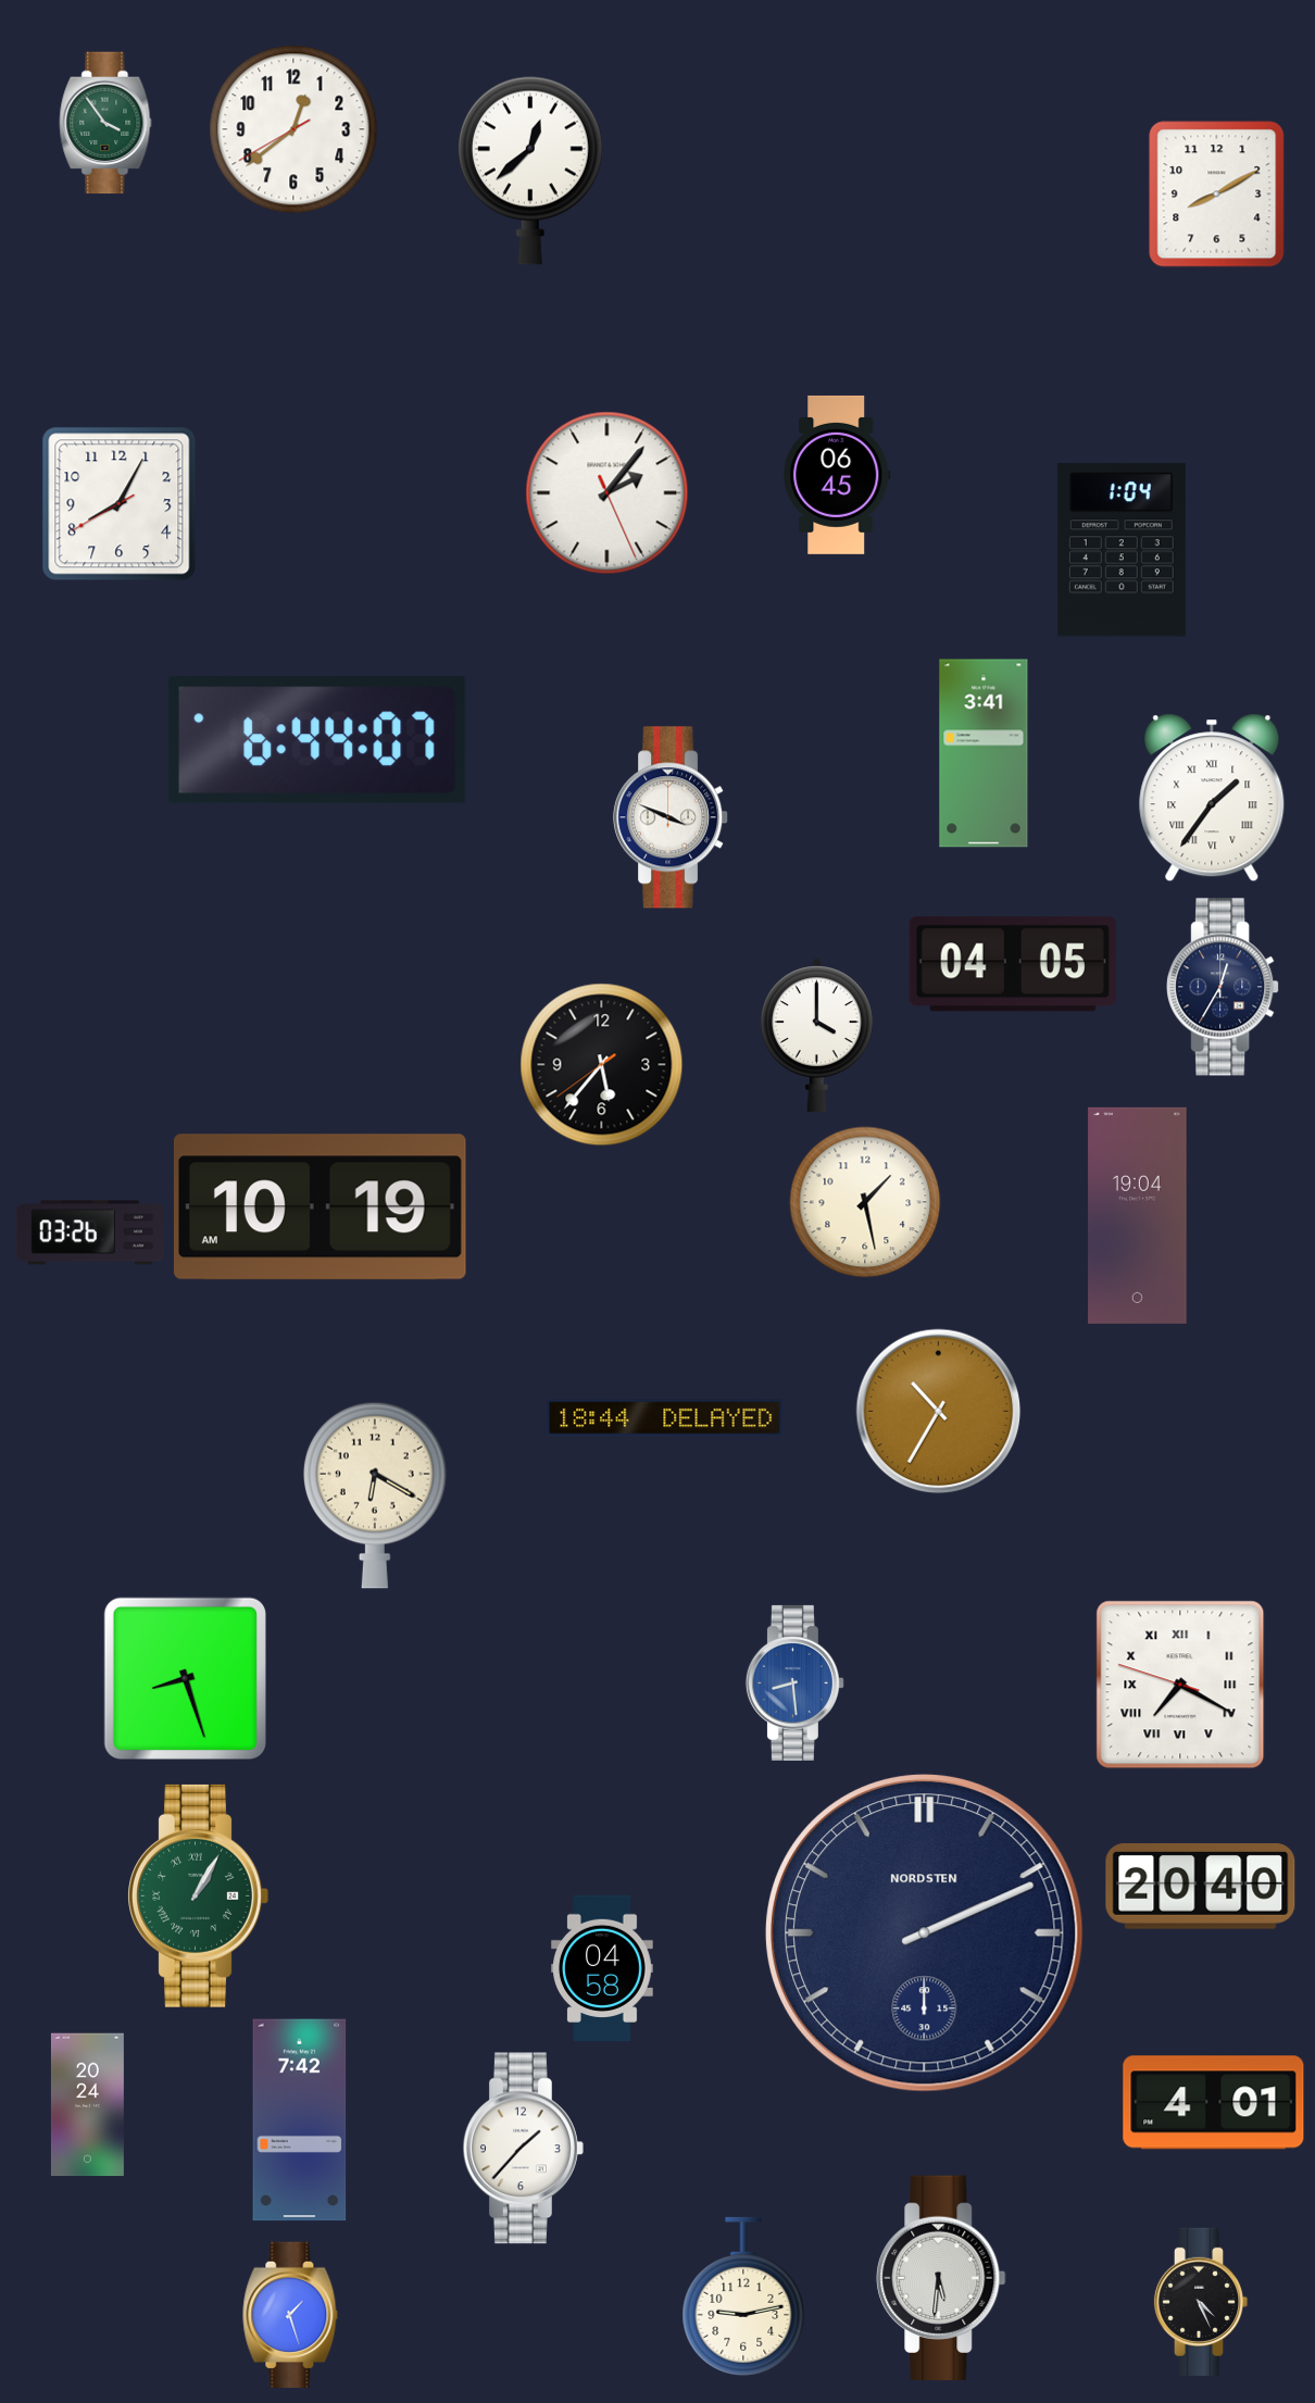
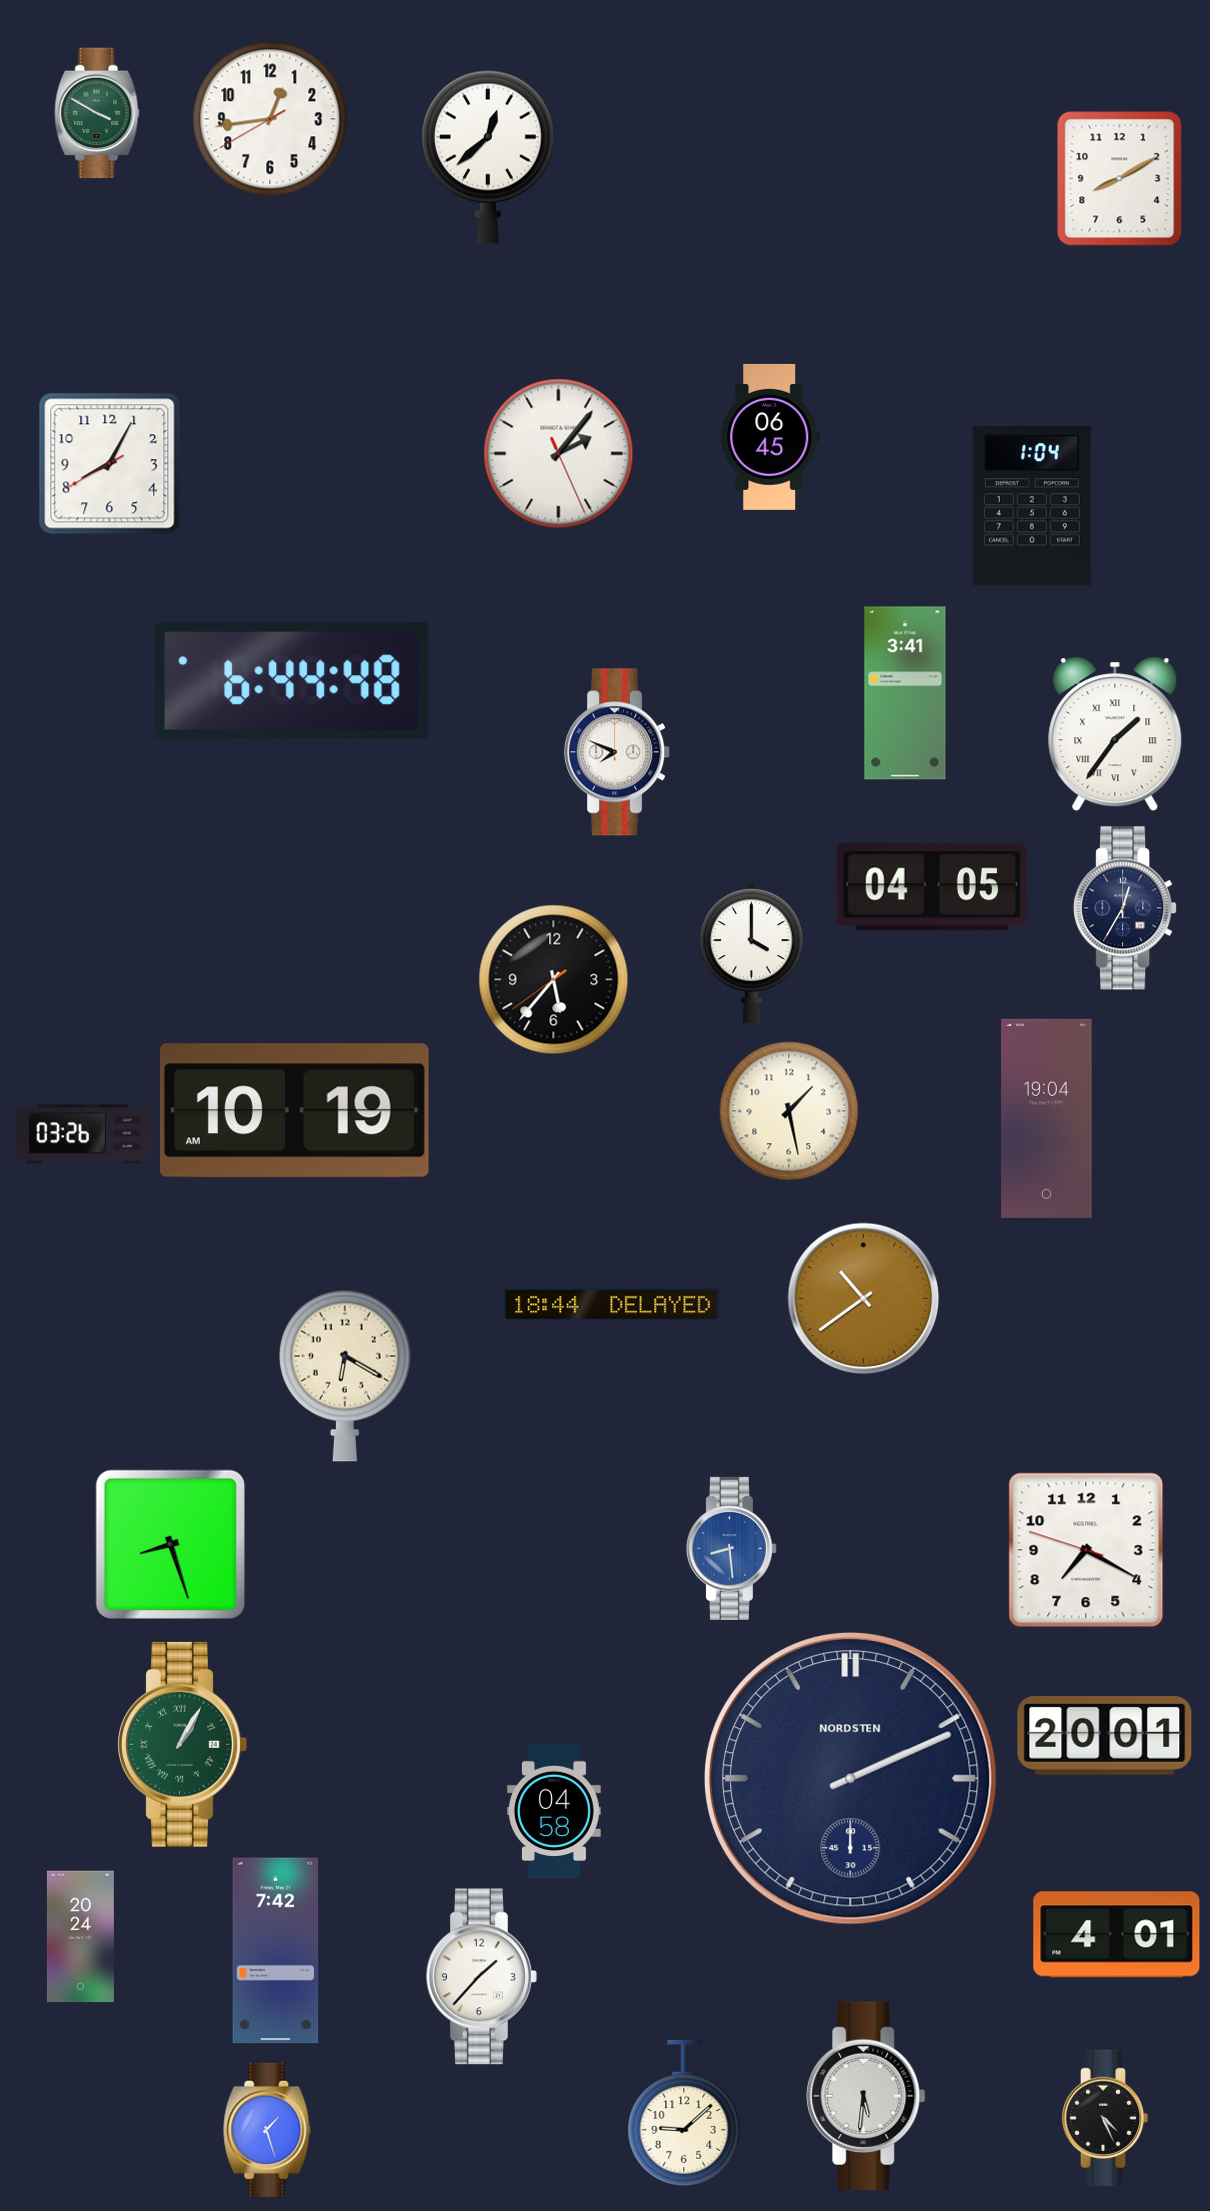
clock at (105, 123): 3:54 -> 3:50
clock at (293, 129): 12:38 -> 12:43
clock at (317, 740): 6:44:07 -> 6:44:48
clock at (672, 817): 3:49 -> 7:49
clock at (865, 1202) position: (865, 1202) -> (789, 1111)
clock at (939, 1412): 10:35 -> 10:39
clock at (1180, 1685) numerals: Roman -> Arabic
clock at (1201, 1886): 20:40 -> 20:01
clock at (743, 2296): 9:13 -> 9:08
